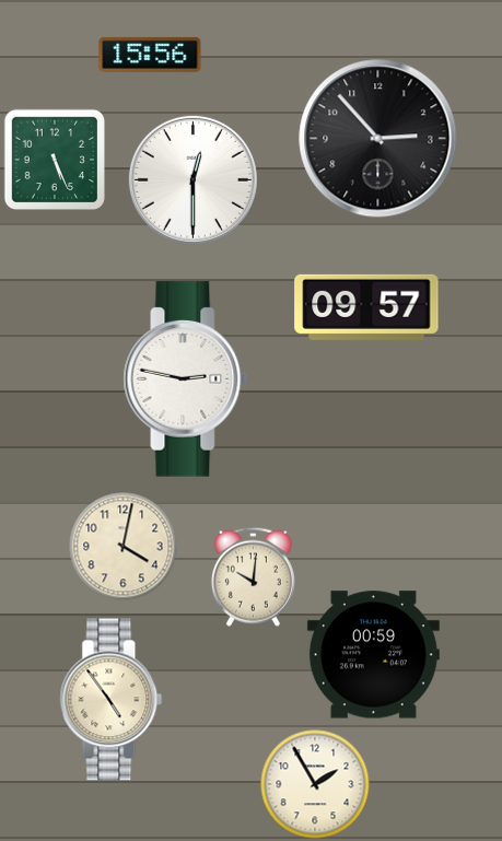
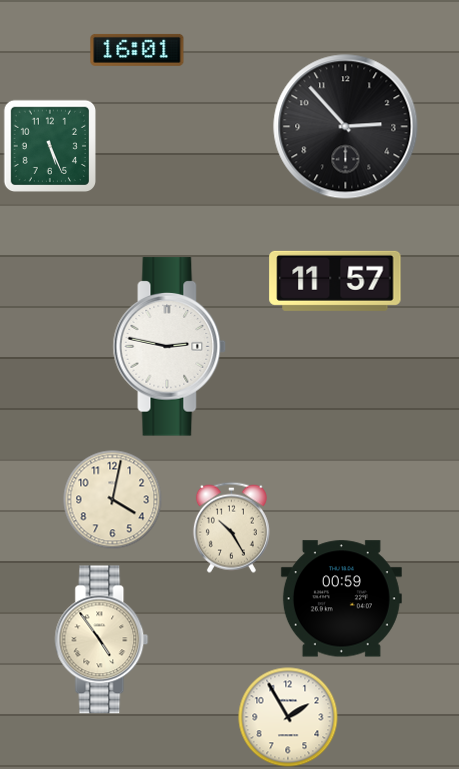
clock at (150, 55): 15:56 -> 16:01
clock at (192, 179): 12:30 -> none
clock at (366, 307): 09:57 -> 11:57
clock at (253, 576): 10:01 -> 10:25
